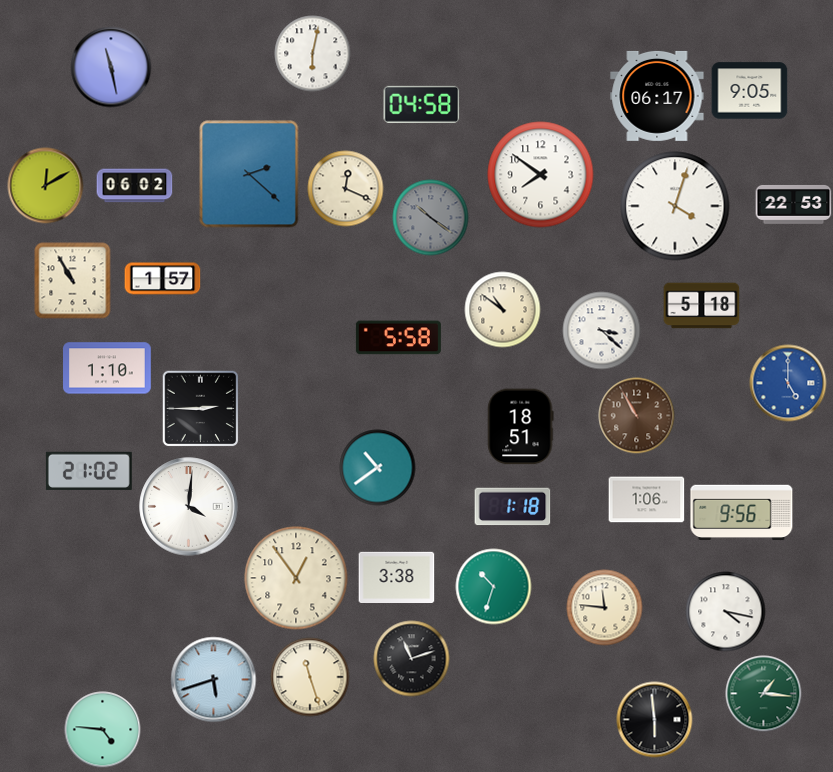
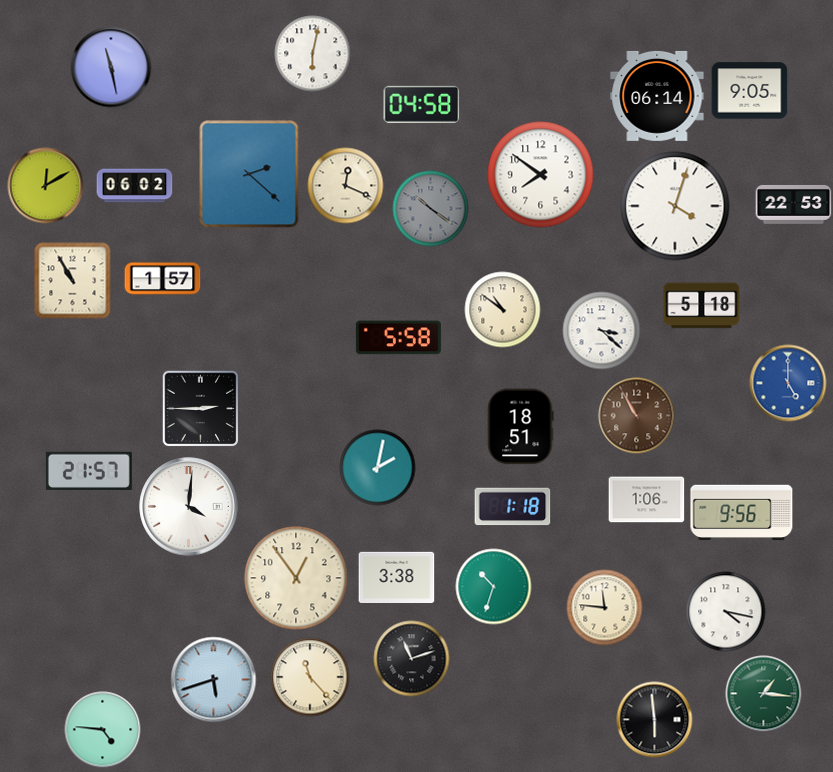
clock at (657, 96): 06:17 -> 06:14
clock at (346, 189) position: (346, 189) -> (346, 186)
clock at (431, 218) position: (431, 218) -> (431, 209)
clock at (108, 368): 1:10 -> none
clock at (378, 468): 10:39 -> 2:02
clock at (89, 471): 21:02 -> 21:57
clock at (310, 677): 11:27 -> 11:23
